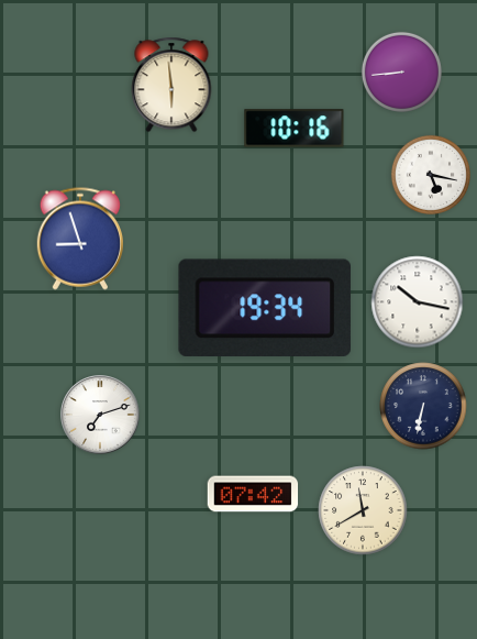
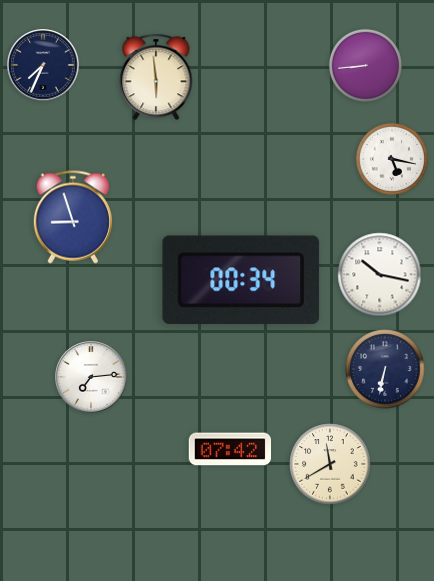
clock at (43, 65): none -> 7:34
clock at (295, 129): 10:16 -> none
clock at (265, 307): 19:34 -> 00:34
clock at (100, 415): 7:12 -> 7:14
